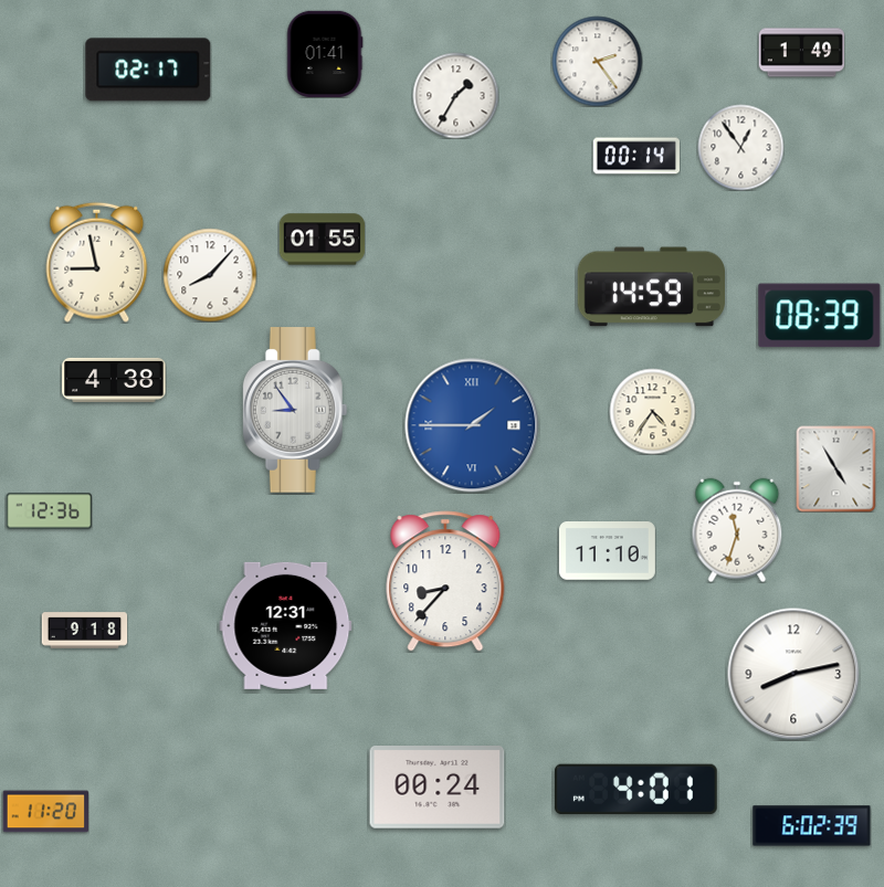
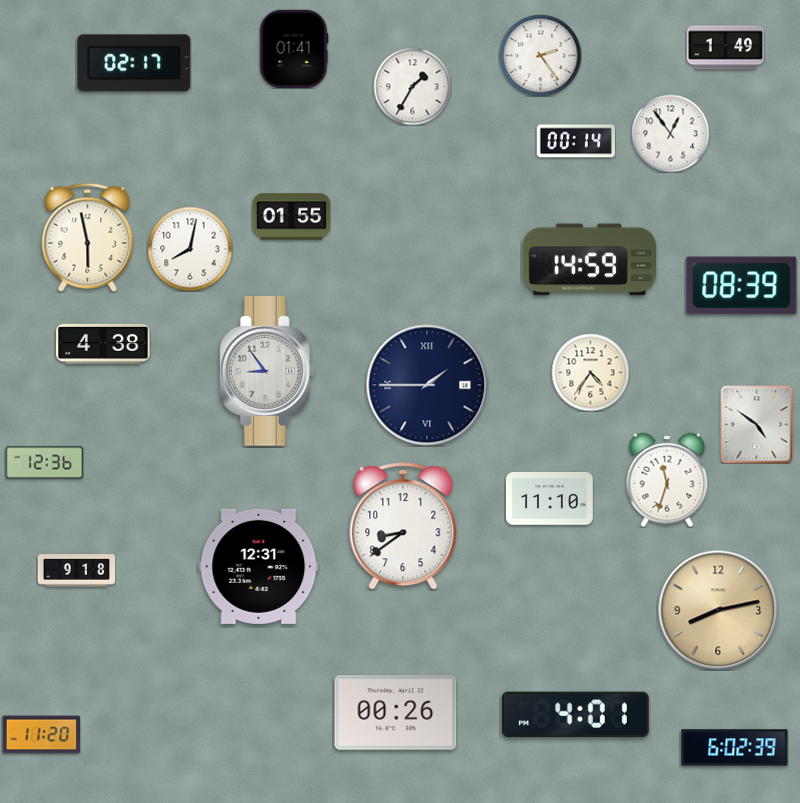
clock at (97, 262): 8:58 -> 5:58
clock at (210, 275): 8:07 -> 8:02
clock at (472, 425) dial: blue -> navy
clock at (836, 468): 4:55 -> 4:51
clock at (445, 581): 8:37 -> 8:39
clock at (793, 674) dial: white -> champagne
clock at (438, 788): 00:24 -> 00:26
